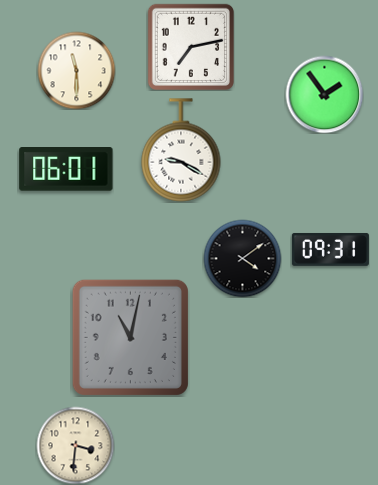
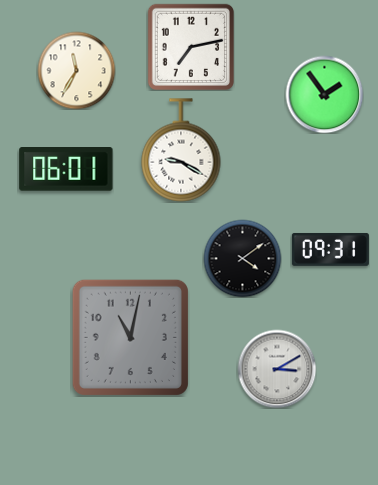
clock at (76, 70): 11:30 -> 11:35
clock at (277, 369): none -> 3:10
clock at (75, 445): 3:31 -> none
